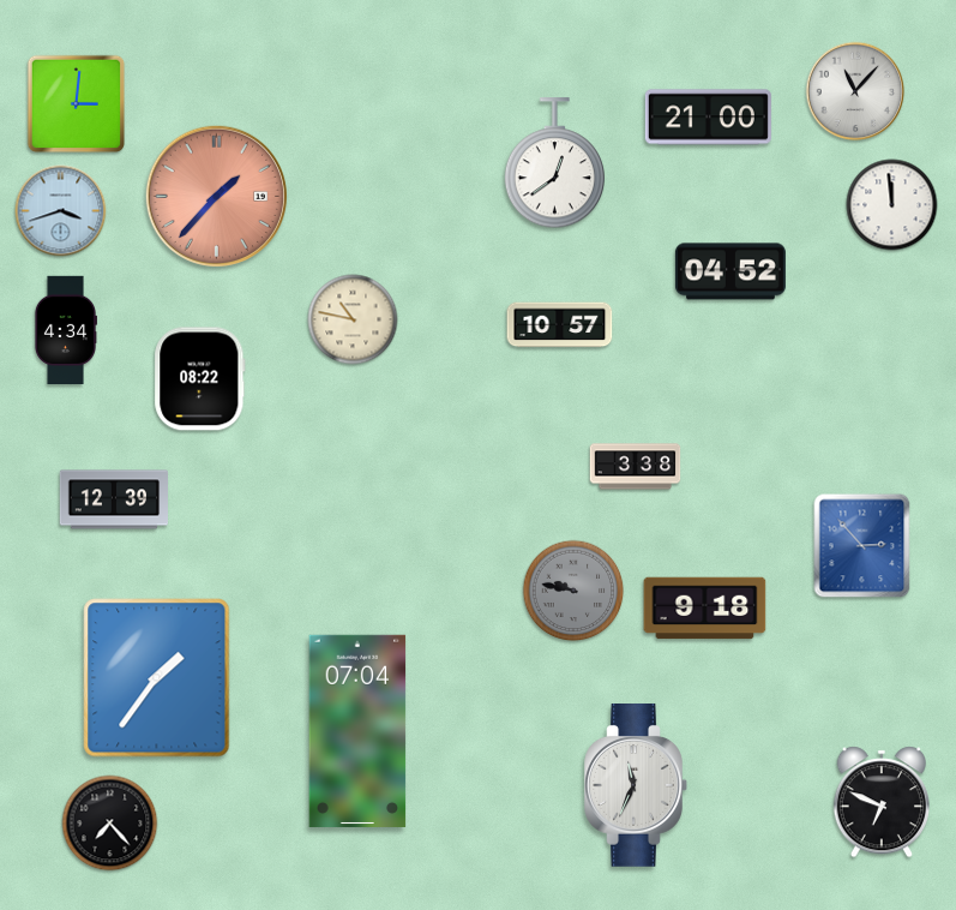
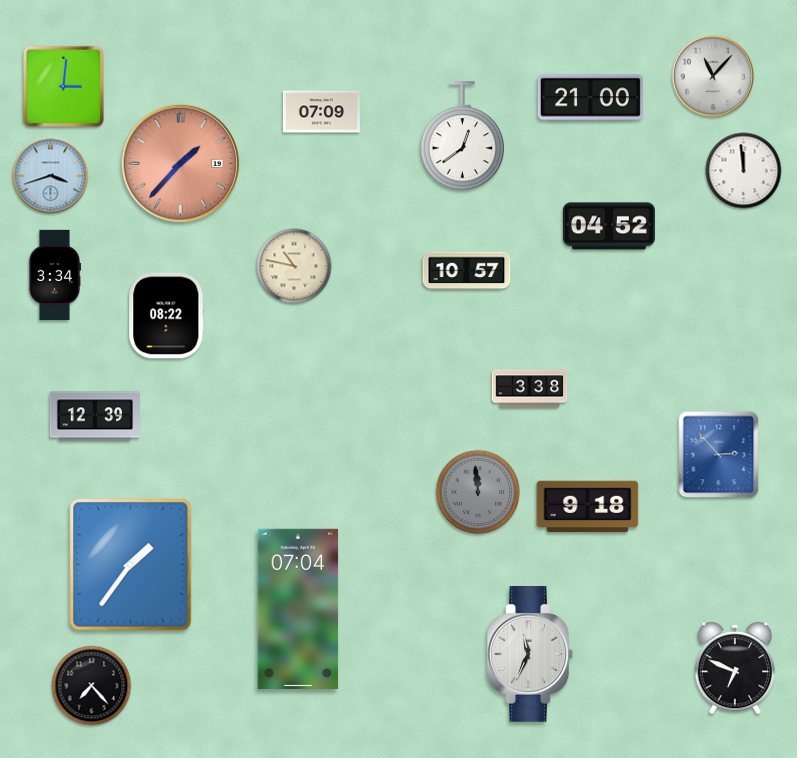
clock at (321, 112): none -> 07:09
clock at (65, 329): 4:34 -> 3:34
clock at (573, 591): 9:47 -> 11:59
